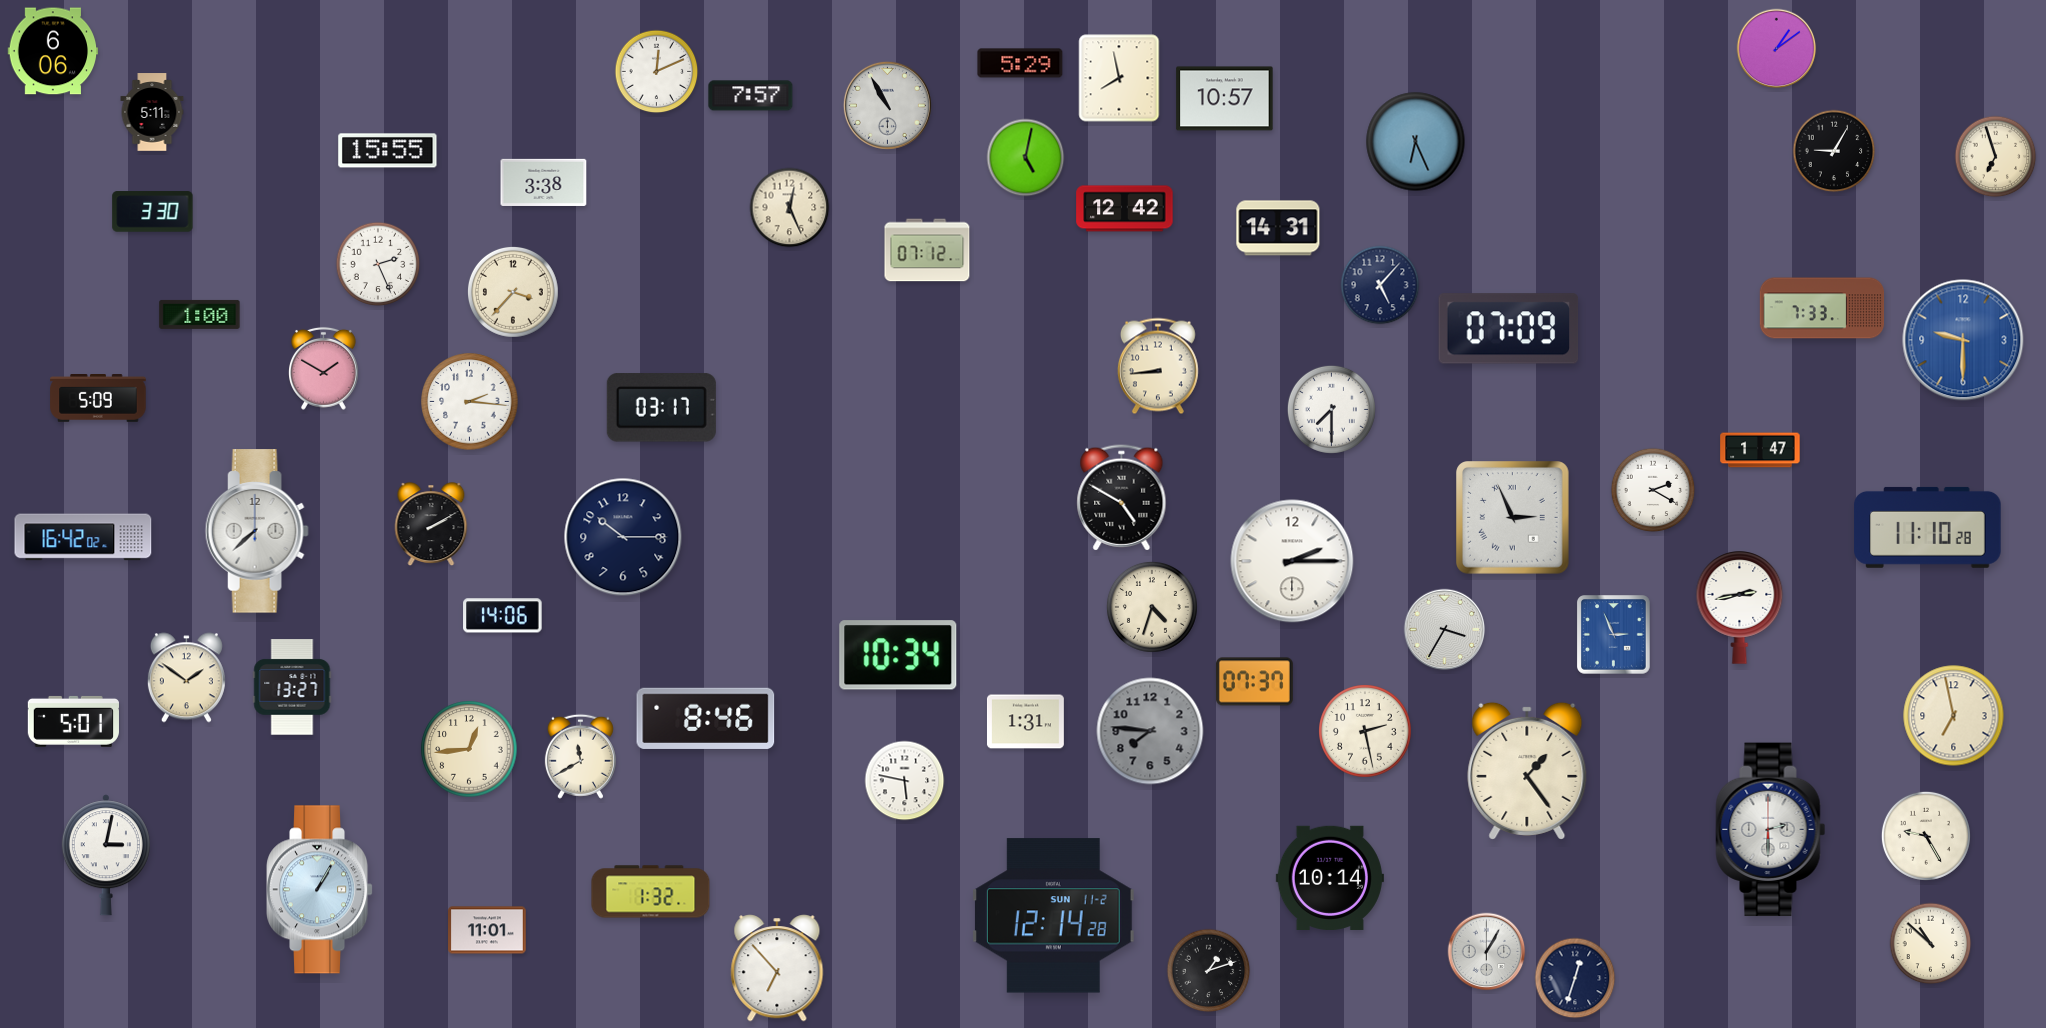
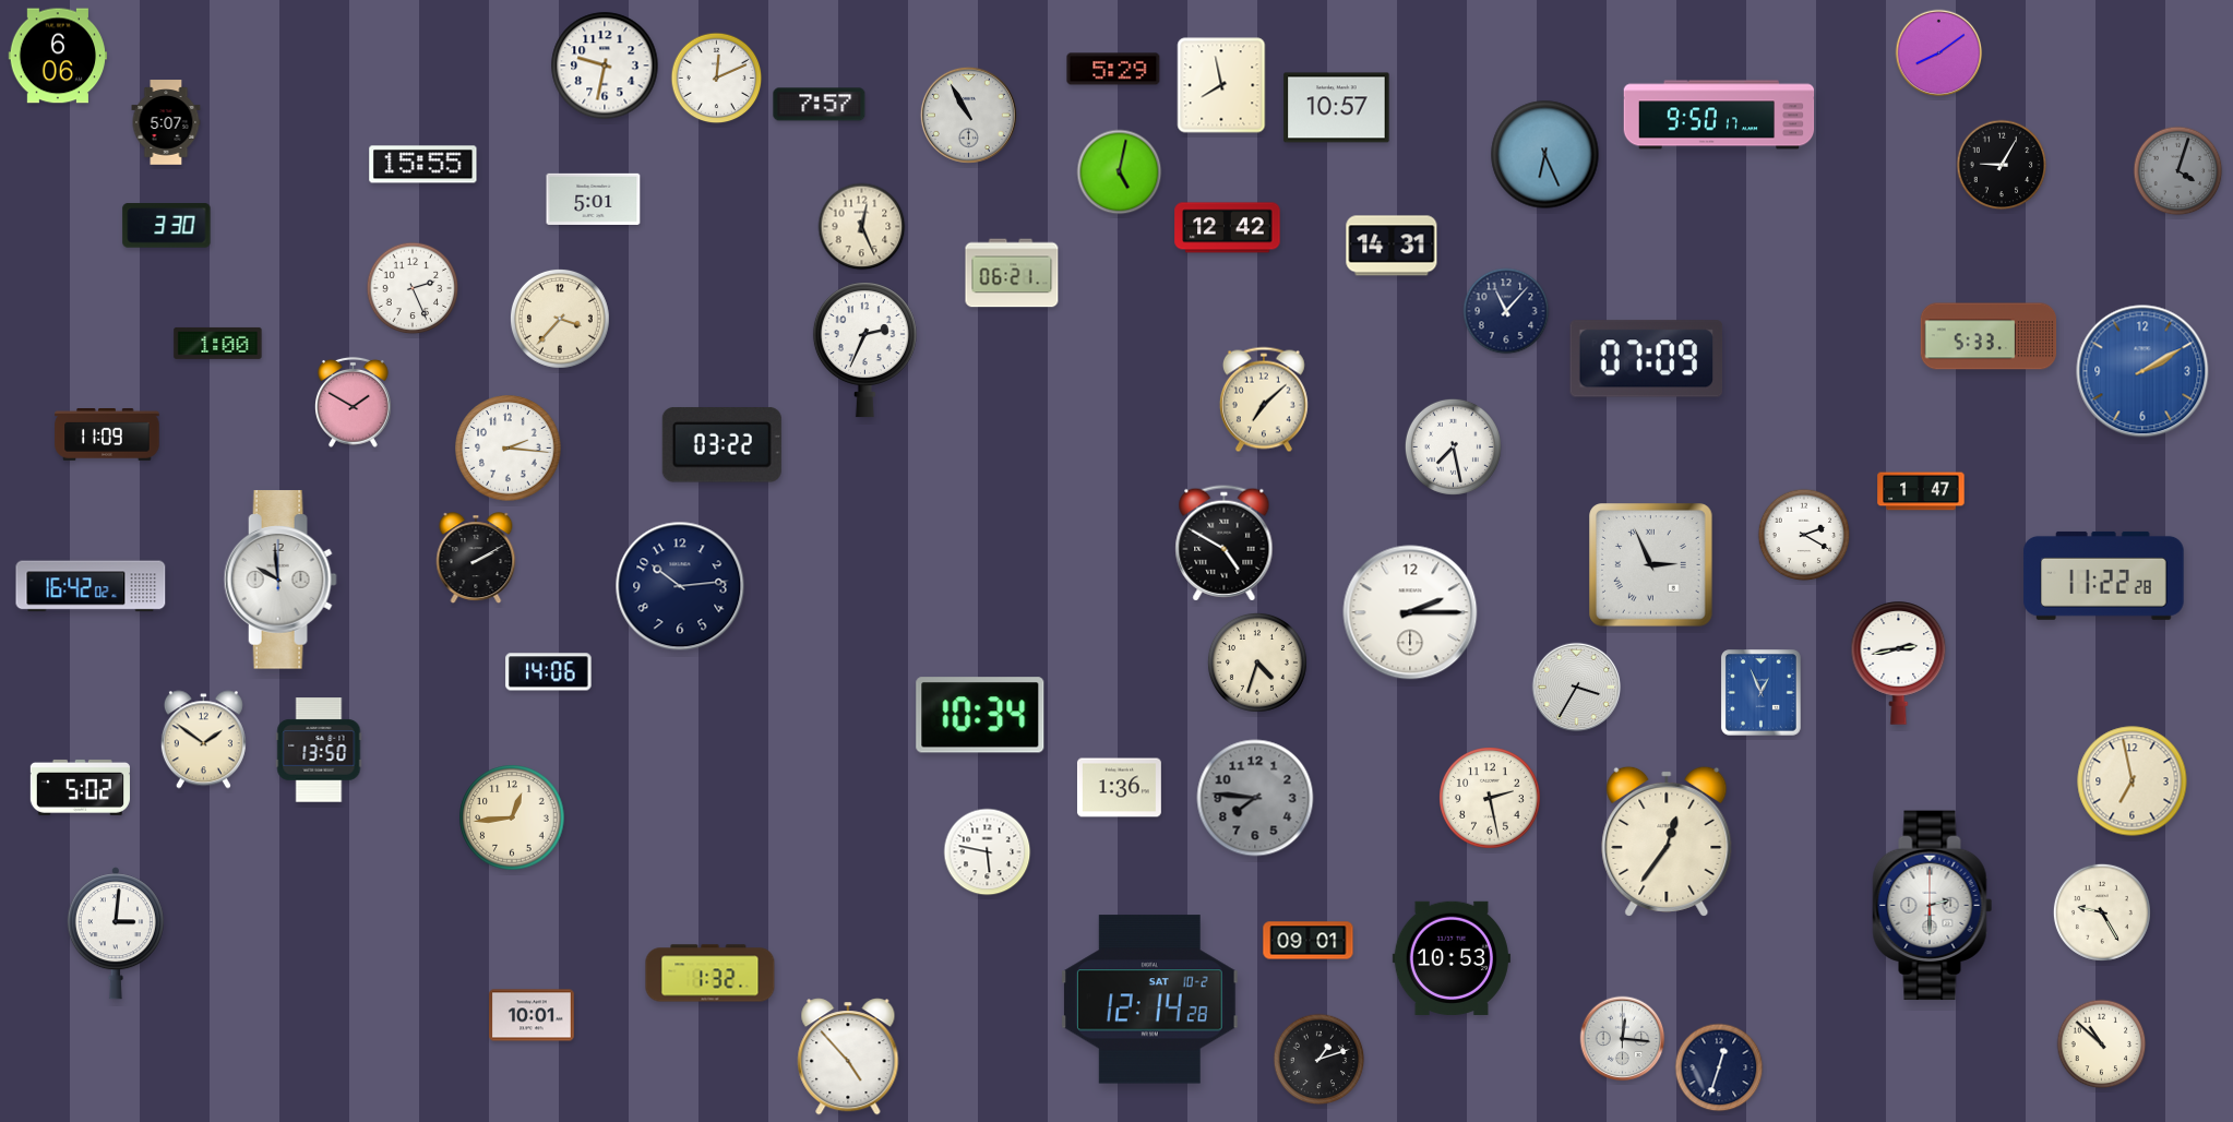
clock at (1777, 49): 1:09 -> 8:09
clock at (605, 65): none -> 9:32
clock at (1719, 115): none -> 9:50
clock at (152, 112): 5:11 -> 5:07
clock at (1996, 157): 6:57 -> 4:03
clock at (1996, 157) dial: cream -> grey
clock at (544, 182): 3:38 -> 5:01
clock at (153, 212) position: (153, 212) -> (167, 226)
clock at (1278, 228) position: (1278, 228) -> (1392, 246)
clock at (927, 250): 07:12 -> 06:21
clock at (1380, 285): 5:07 -> 11:07
clock at (1822, 308): 7:33 -> 5:33
clock at (864, 350): none -> 2:34
clock at (1963, 340): 9:30 -> 2:10
clock at (1158, 366): 8:44 -> 7:08
clock at (98, 399): 5:09 -> 11:09
clock at (470, 402) position: (470, 402) -> (509, 449)
clock at (661, 408): 03:17 -> 03:22
clock at (1331, 409): 7:30 -> 7:28
clock at (431, 525) position: (431, 525) -> (476, 559)
clock at (1928, 527): 11:10 -> 11:22
clock at (257, 531): 7:38 -> 9:59
clock at (623, 537): 10:15 -> 10:14
clock at (1614, 635): 2:56 -> 12:56
clock at (1254, 682): 07:37 -> none
clock at (292, 687): 13:27 -> 13:50
clock at (706, 718): 8:46 -> none
clock at (73, 721): 5:01 -> 5:02
clock at (1025, 722): 1:31 -> 1:36
clock at (580, 756): 11:40 -> none
clock at (1527, 771): 1:24 -> 12:36
clock at (106, 855): 3:02 -> 3:01
clock at (1309, 941): none -> 09:01
clock at (1330, 878): 10:14 -> 10:53
clock at (320, 890): 1:05 -> none
clock at (1053, 916) date: SUN 11-2 -> SAT 10-2
clock at (487, 930): 11:01 -> 10:01
clock at (1931, 944) position: (1931, 944) -> (2102, 1045)
clock at (1487, 952): 1:05 -> 12:16
clock at (777, 968): 6:53 -> 4:53
